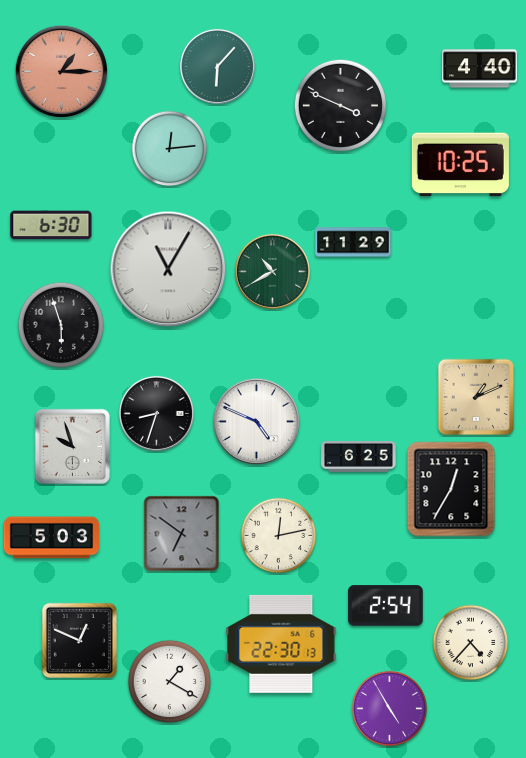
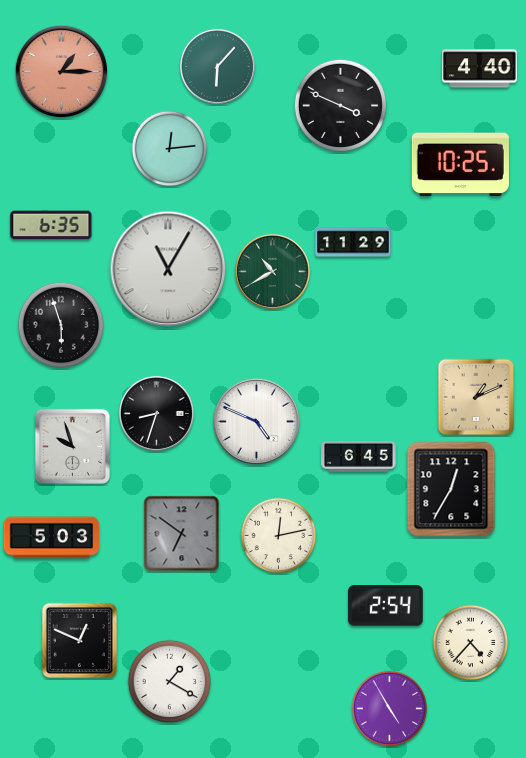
clock at (51, 225): 6:30 -> 6:35
clock at (359, 457): 6:25 -> 6:45
clock at (281, 644): 22:30 -> none
